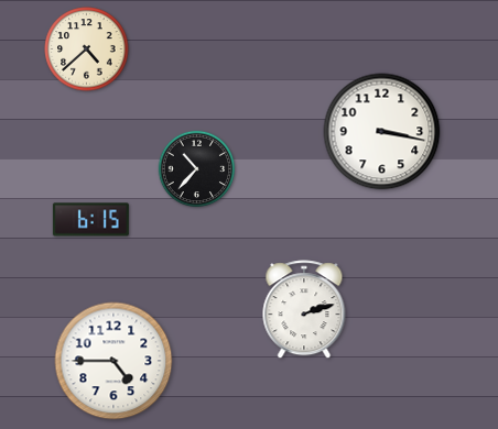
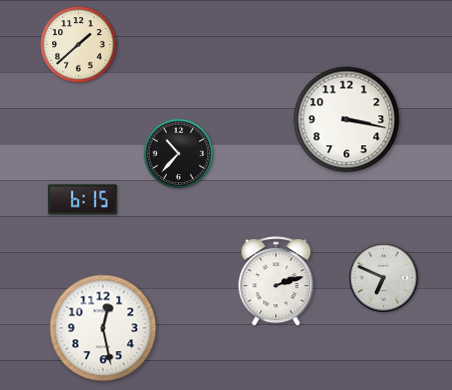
clock at (87, 50): 4:38 -> 1:38
clock at (384, 278): none -> 6:49
clock at (113, 361): 4:45 -> 12:28
